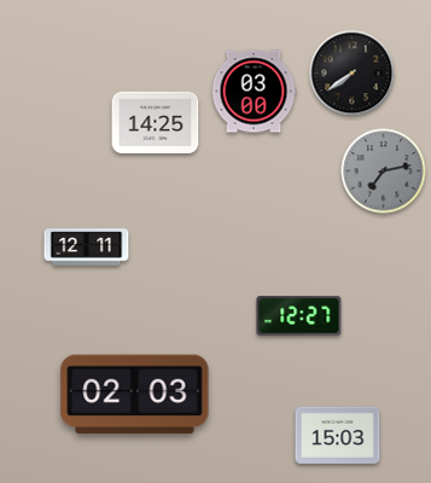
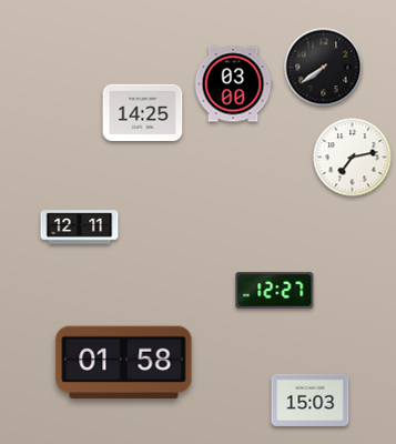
clock at (384, 171) dial: grey -> white
clock at (135, 395): 02:03 -> 01:58
